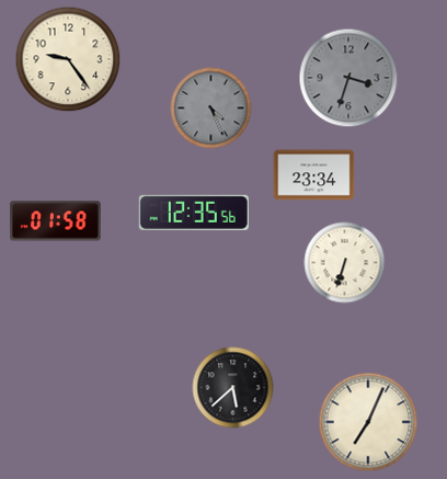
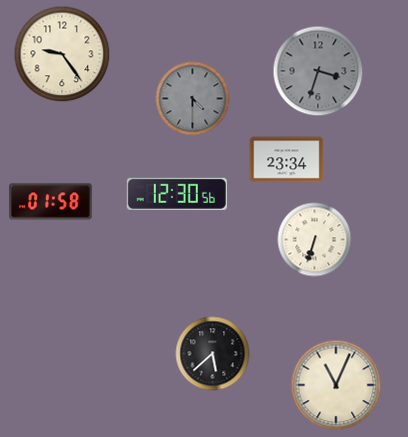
clock at (211, 109): 4:26 -> 4:30
clock at (194, 213): 12:35 -> 12:30
clock at (368, 422): 7:04 -> 11:04
